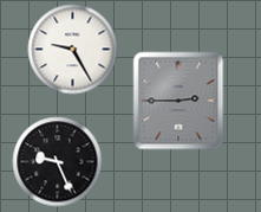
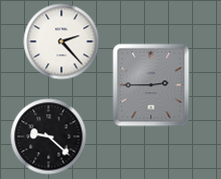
clock at (73, 50): 9:25 -> 2:23
clock at (58, 162): 9:26 -> 9:22
